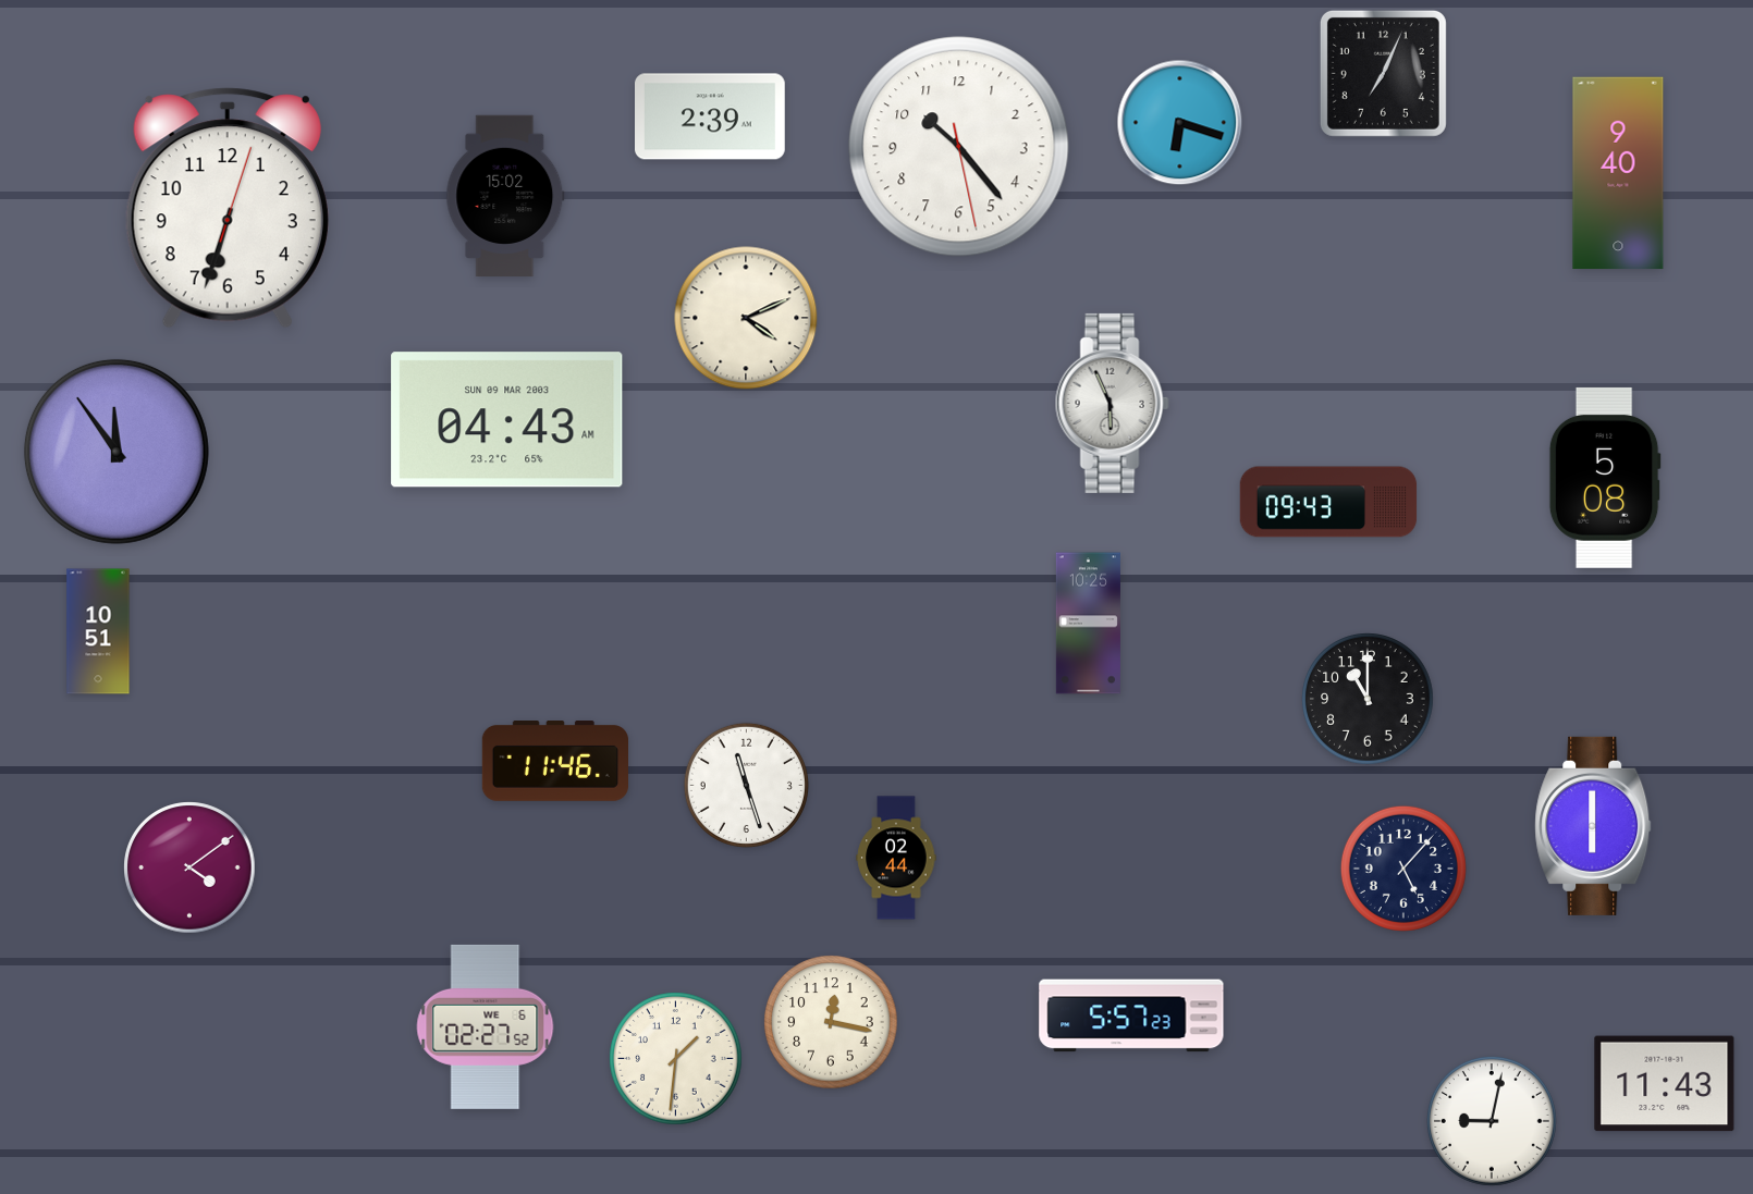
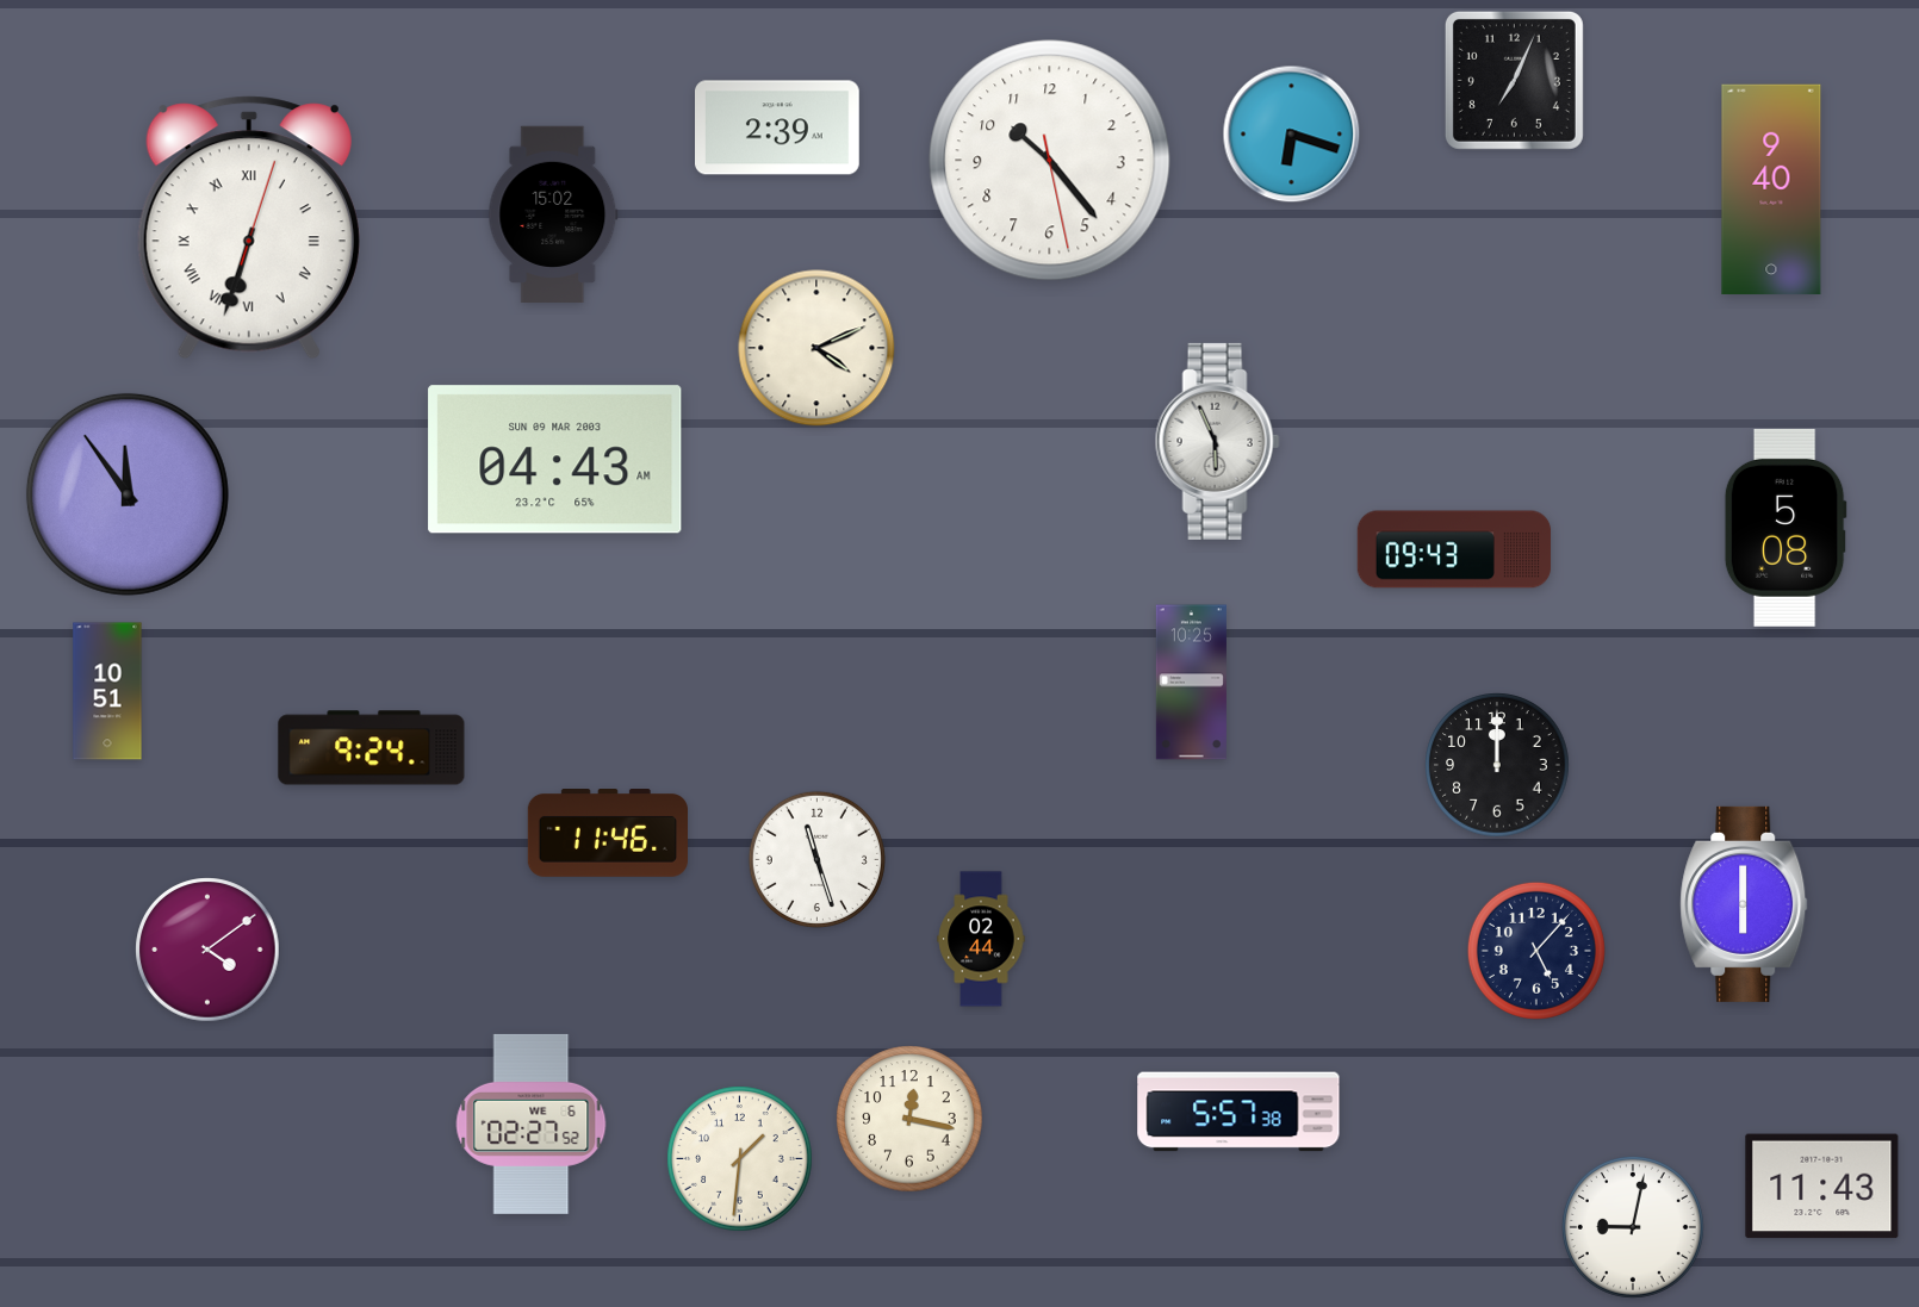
clock at (228, 208) numerals: Arabic -> Roman
clock at (1605, 478) position: (1605, 478) -> (1786, 528)
clock at (372, 748): none -> 9:24
clock at (1368, 699): 11:00 -> 12:00
clock at (1131, 1015): 5:57:23 -> 5:57:38
